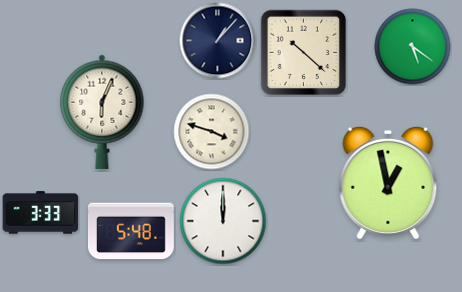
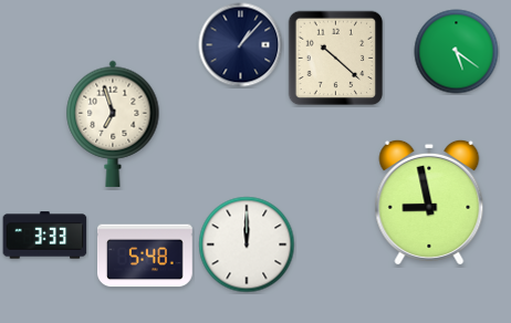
clock at (102, 112): 6:04 -> 6:57
clock at (212, 132): 3:48 -> none
clock at (388, 183): 12:58 -> 8:58
